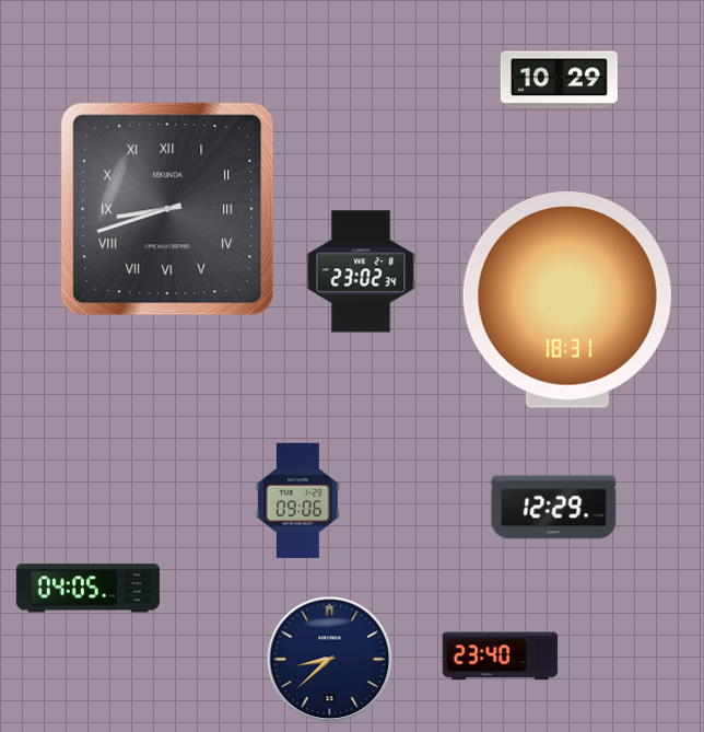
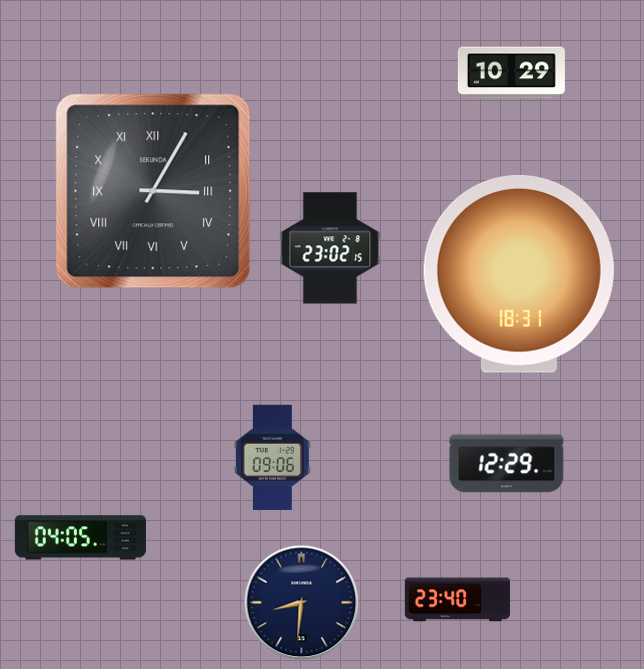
clock at (167, 209): 8:42 -> 3:05
clock at (361, 271): 23:02:34 -> 23:02:15
clock at (330, 660): 8:38 -> 8:31
